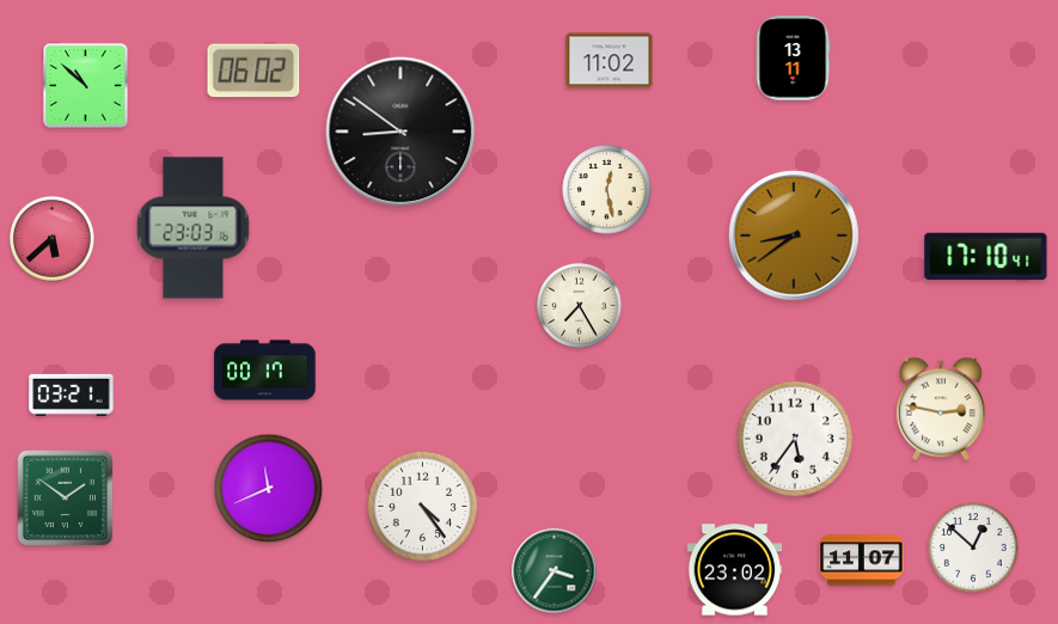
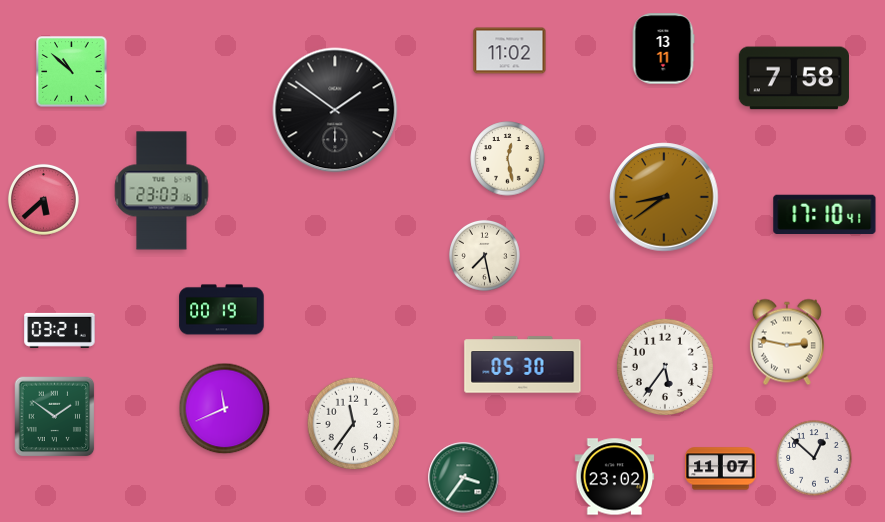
clock at (253, 71): 06:02 -> none
clock at (794, 78): none -> 7:58
clock at (400, 131): 8:51 -> 1:51
clock at (579, 305): 7:25 -> 7:28
clock at (265, 371): 00:17 -> 00:19
clock at (523, 365): none -> 05:30
clock at (423, 507): 4:24 -> 11:36
